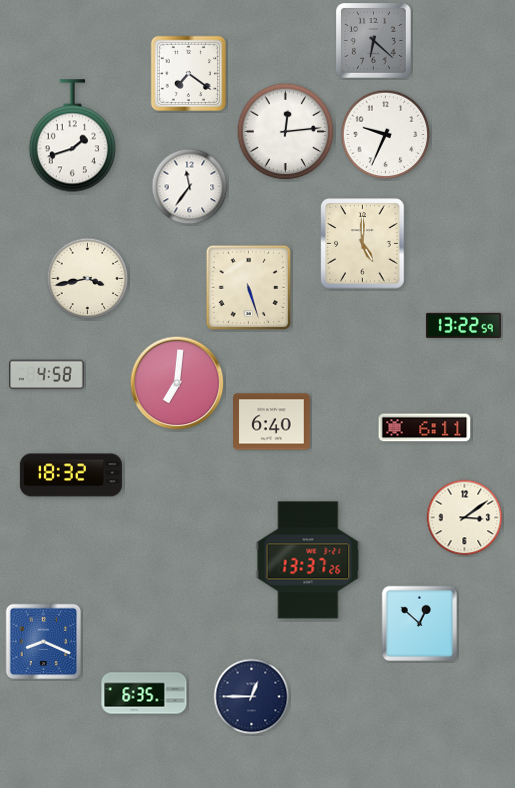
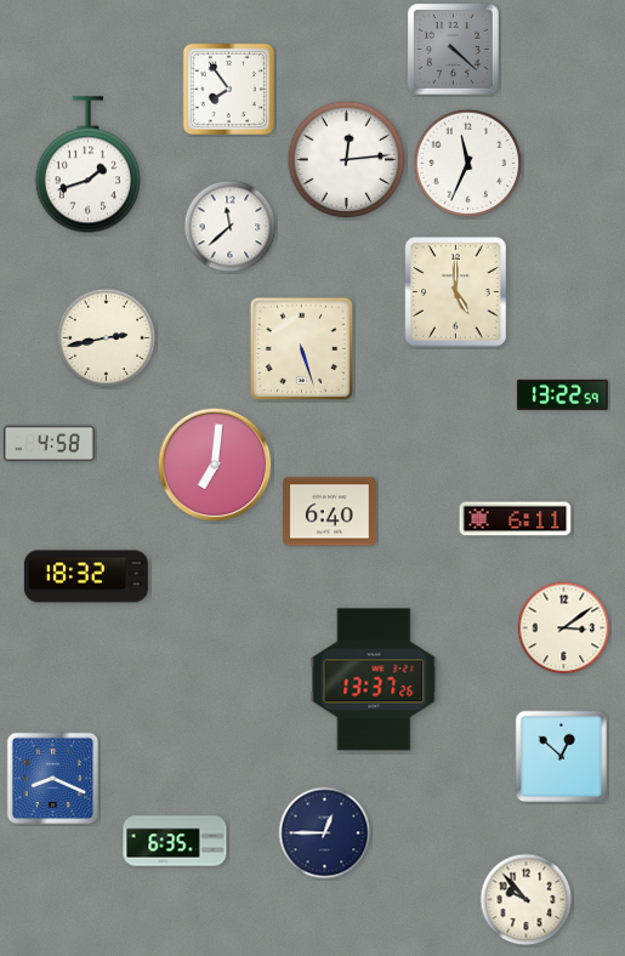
clock at (374, 41): 6:22 -> 4:22
clock at (189, 74): 7:21 -> 7:54
clock at (386, 135): 9:34 -> 11:34
clock at (190, 187): 11:36 -> 11:38
clock at (363, 244) position: (363, 244) -> (456, 292)
clock at (88, 279): 3:43 -> 2:43
clock at (46, 375) position: (46, 375) -> (49, 444)
clock at (420, 624) position: (420, 624) -> (562, 757)
clock at (252, 697) position: (252, 697) -> (325, 833)
clock at (527, 900): none -> 9:53
